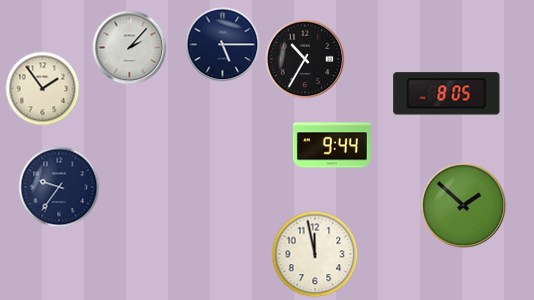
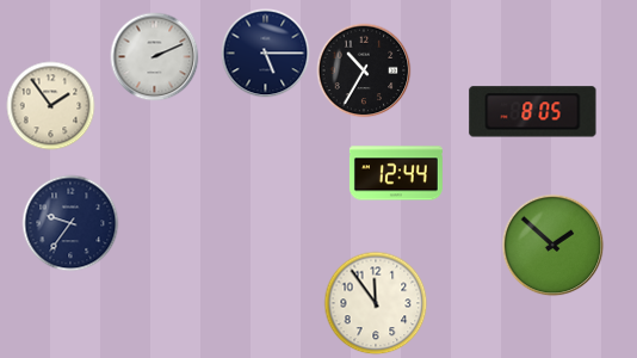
clock at (130, 48): 2:07 -> 2:11
clock at (332, 145): 9:44 -> 12:44
clock at (315, 254): 11:58 -> 11:54
